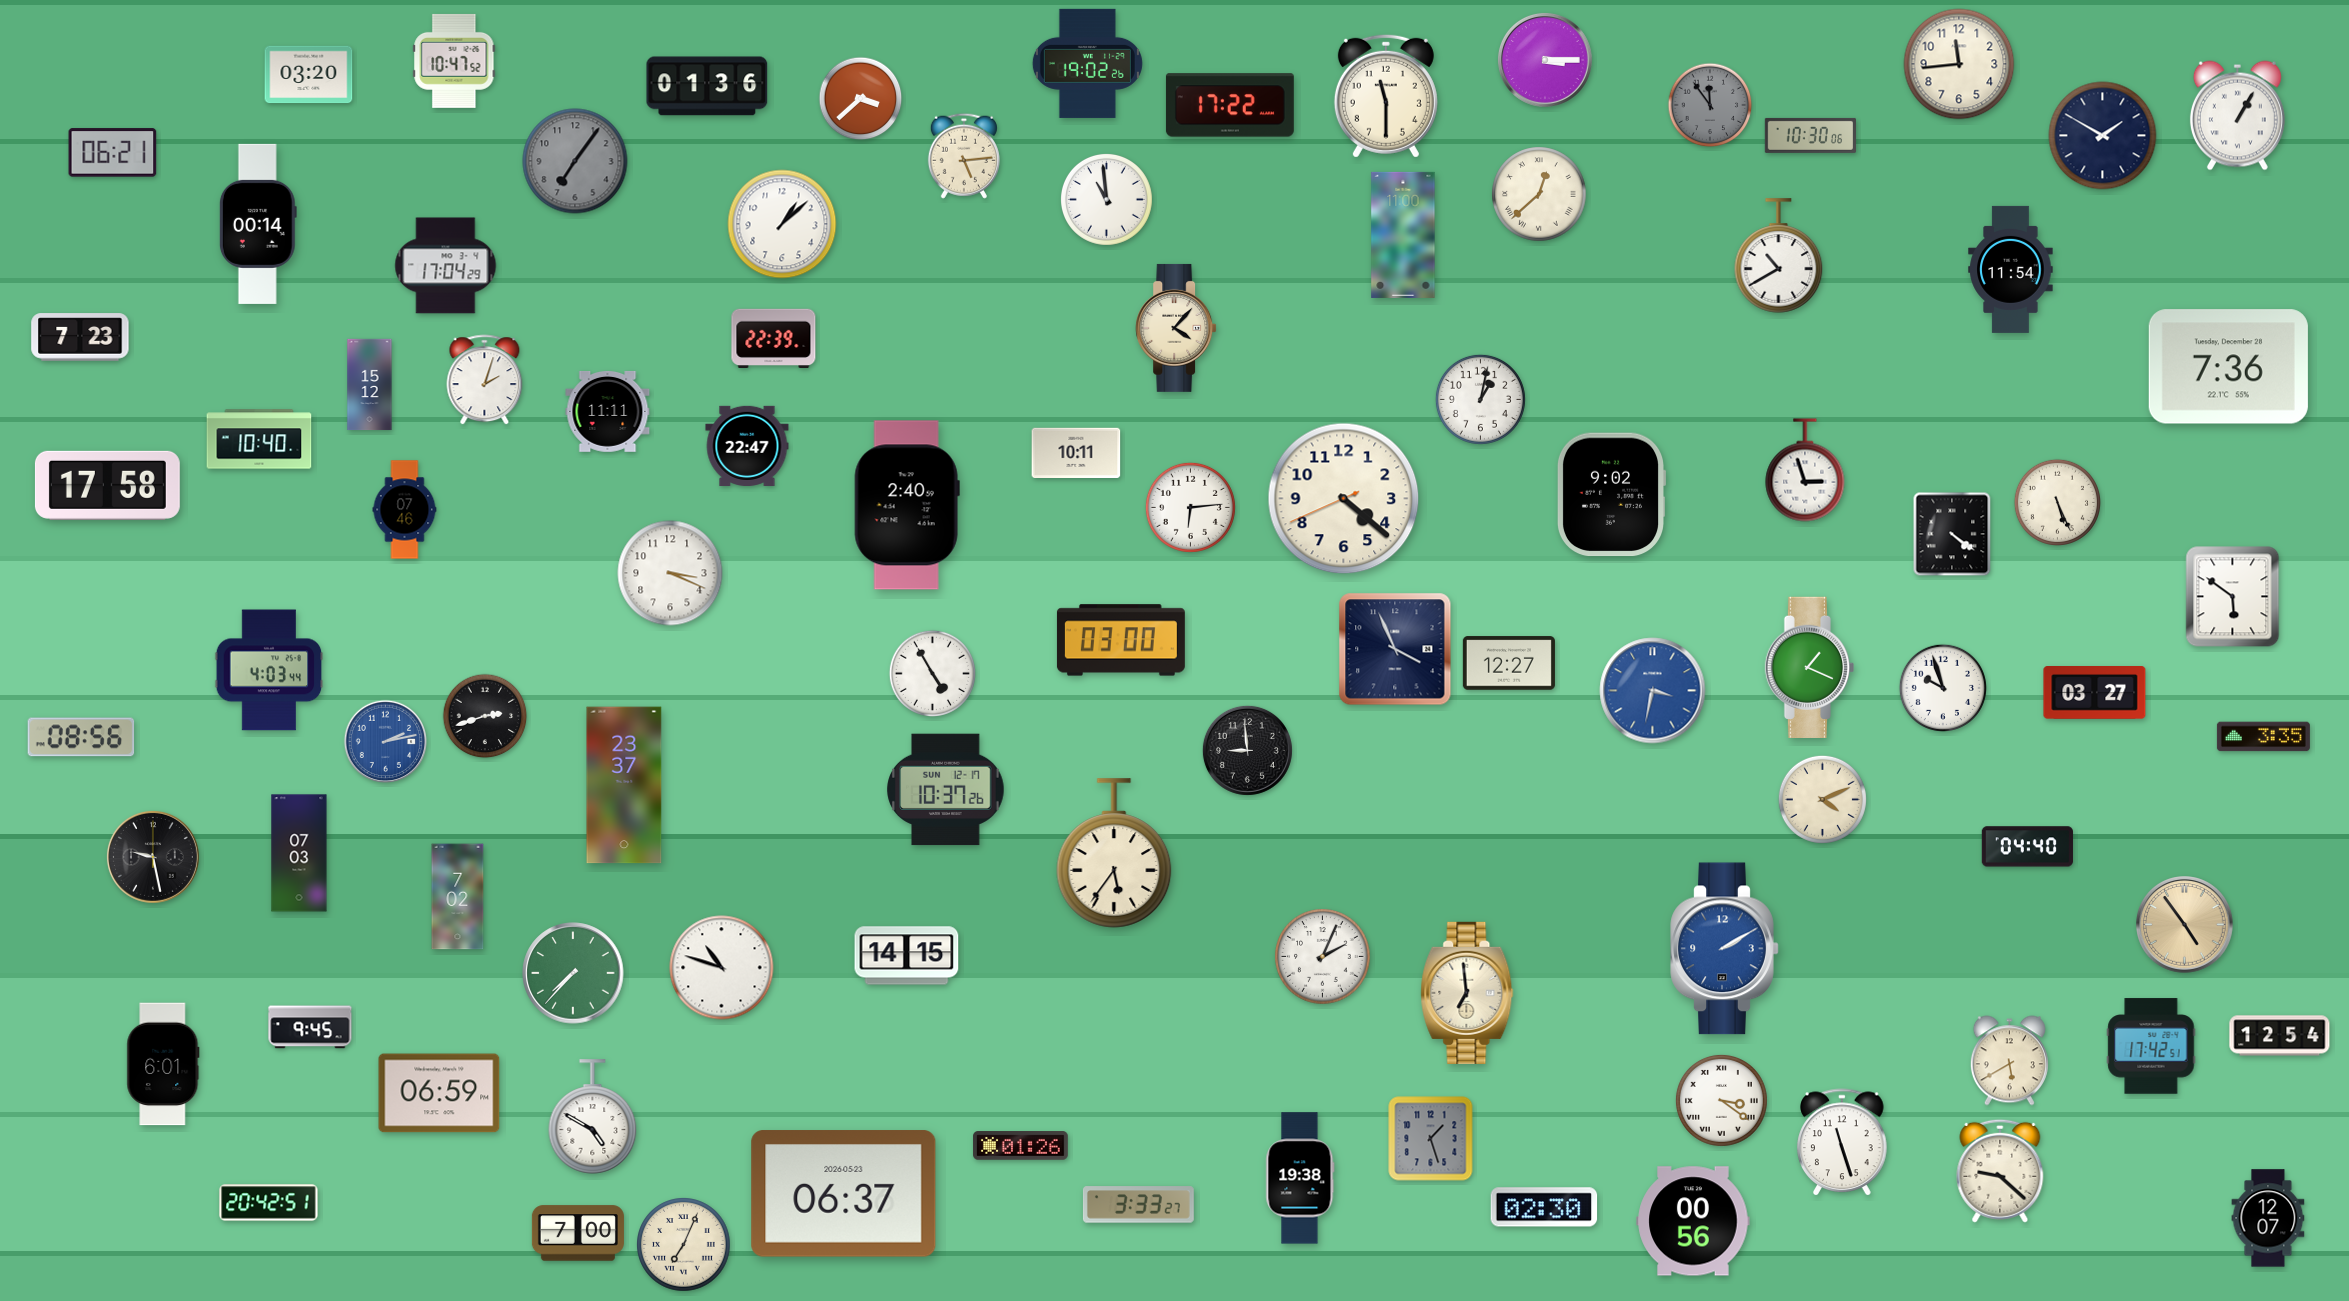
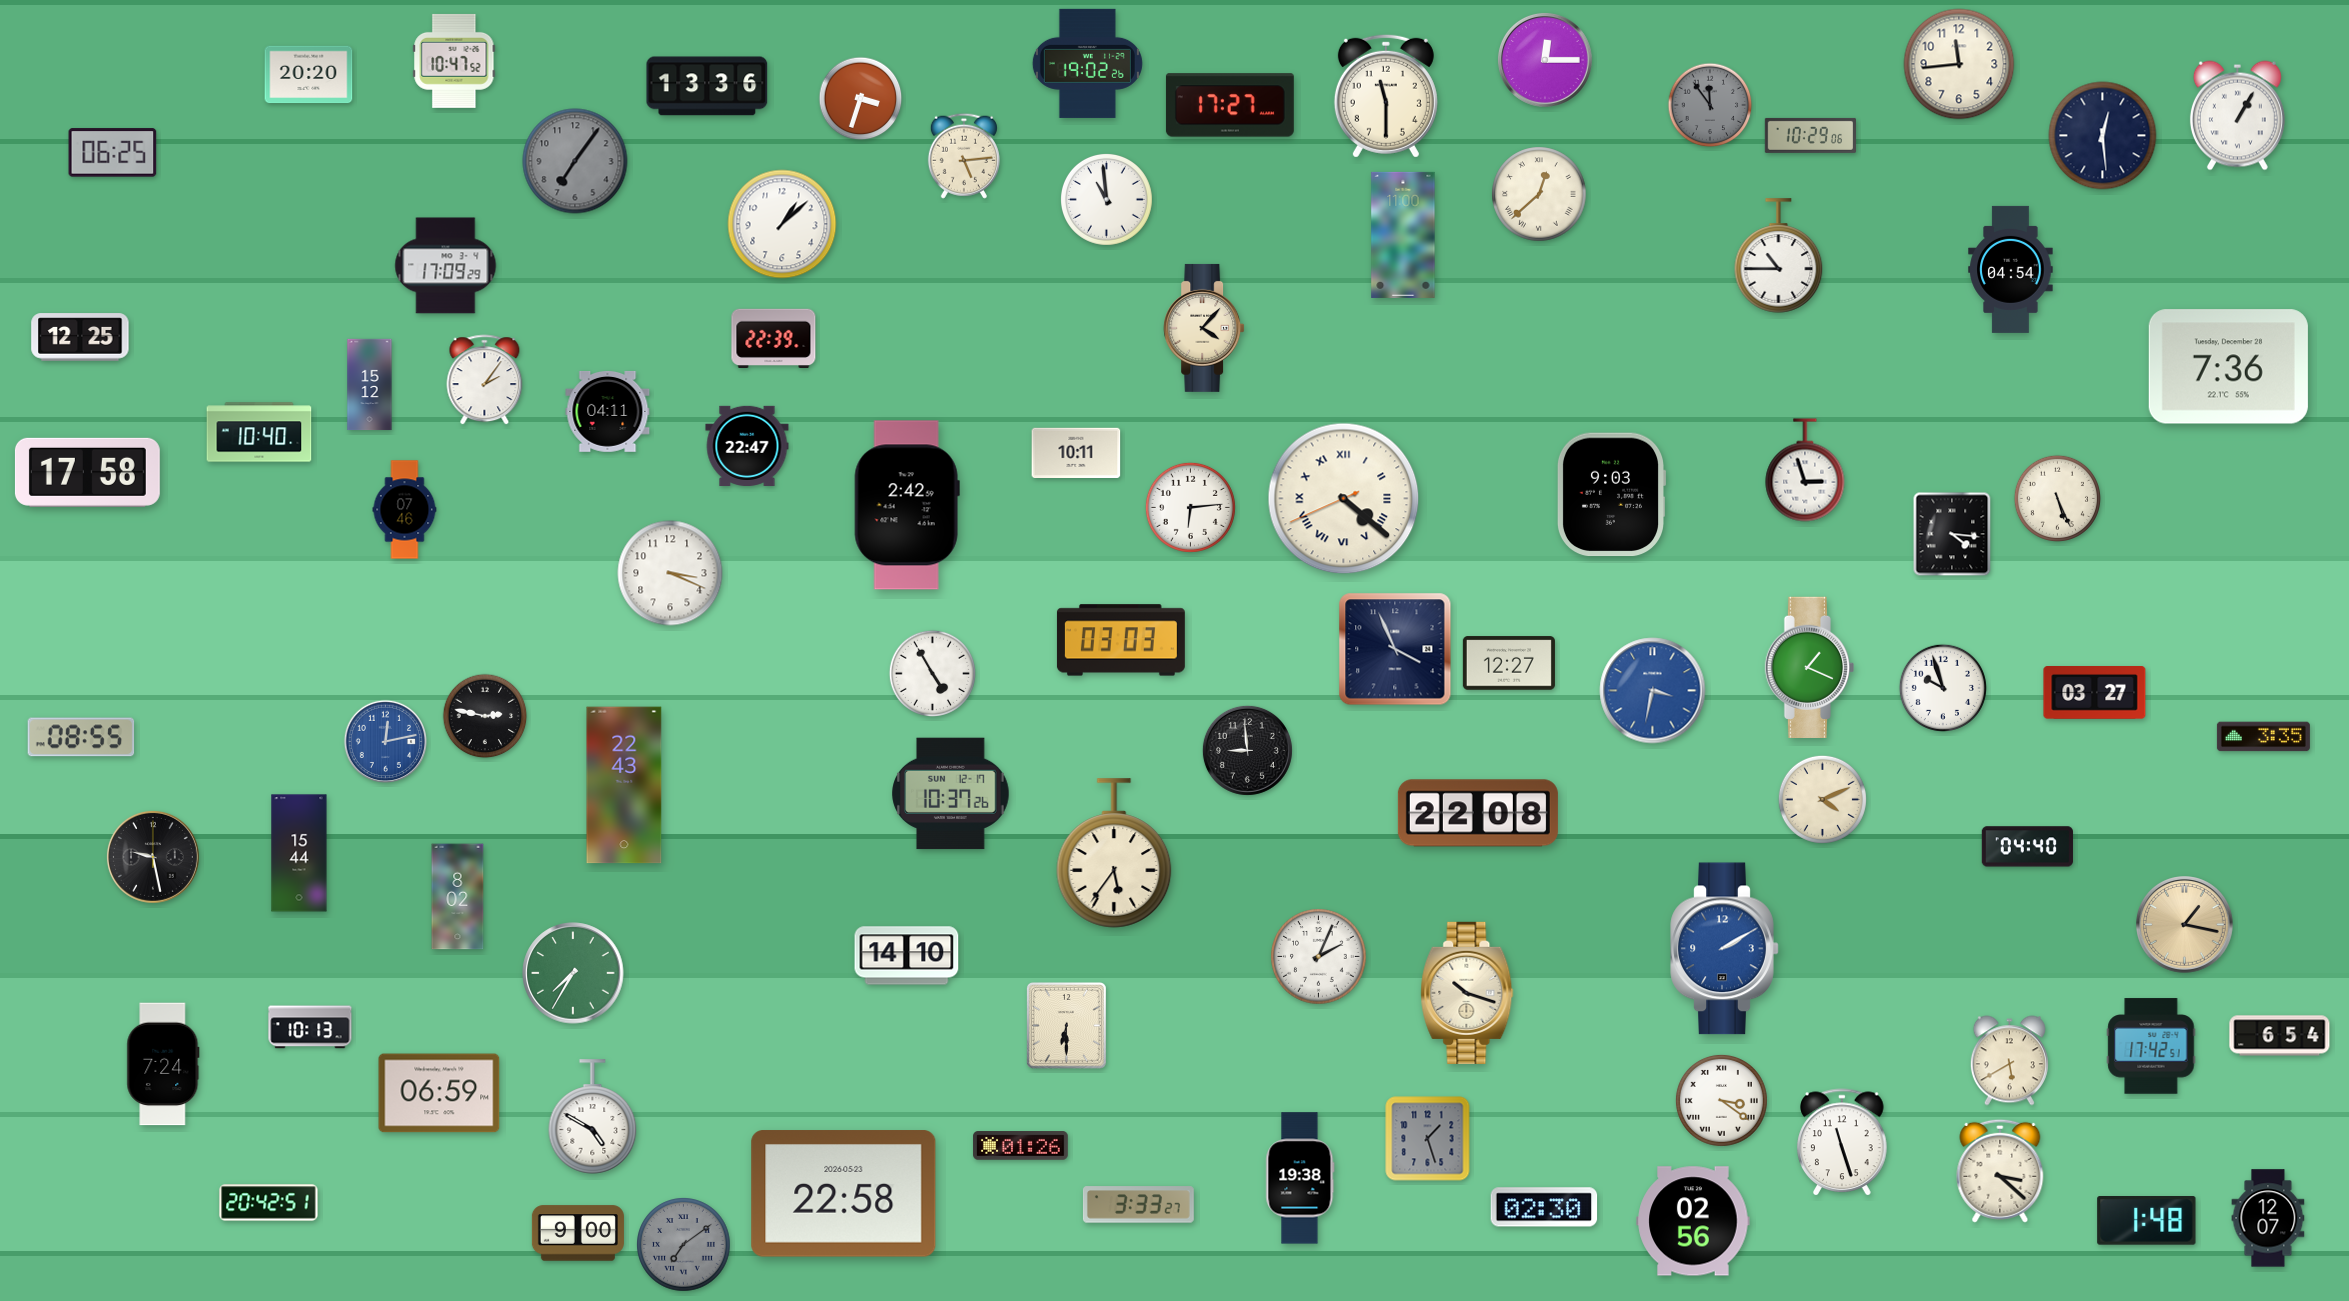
clock at (1545, 60): 3:15 -> 12:15
clock at (309, 75): 03:20 -> 20:20
clock at (707, 86): 01:36 -> 13:36
clock at (861, 99): 3:38 -> 3:33
clock at (1230, 105): 17:22 -> 17:27
clock at (1810, 135): 10:30 -> 10:29
clock at (2103, 136): 1:50 -> 12:29
clock at (113, 153): 06:21 -> 06:25
clock at (258, 224): 00:14 -> none
clock at (1779, 256): 10:40 -> 10:45
clock at (446, 266): 17:04 -> 17:09
clock at (2011, 269): 11:54 -> 04:54
clock at (1176, 328) position: (1176, 328) -> (1204, 328)
clock at (80, 337): 7:23 -> 12:25
clock at (485, 380): 2:03 -> 2:06
clock at (1480, 399): 1:02 -> none
clock at (608, 411): 11:11 -> 04:11
clock at (259, 439) position: (259, 439) -> (259, 432)
clock at (107, 485) position: (107, 485) -> (87, 472)
clock at (1610, 495): 9:02 -> 9:03
clock at (1344, 499) numerals: Arabic -> Roman
clock at (2057, 502) position: (2057, 502) -> (2057, 498)
clock at (907, 505): 2:40 -> 2:42
clock at (1952, 534): 4:21 -> 4:16
clock at (2233, 597): 5:51 -> none
clock at (1121, 640): 03:00 -> 03:03
clock at (269, 670): 4:03 -> none
clock at (485, 716): 2:42 -> 2:47
clock at (81, 737): 08:56 -> 08:55
clock at (386, 742): 2:13 -> 12:13
clock at (624, 785): 23:37 -> 22:43
clock at (946, 790) position: (946, 790) -> (951, 794)
clock at (1478, 813): none -> 22:08
clock at (299, 853): 07:03 -> 15:44
clock at (458, 897): 7:02 -> 8:02
clock at (2185, 925): 4:54 -> 1:17
clock at (907, 956): 14:15 -> 14:10
clock at (1323, 957) position: (1323, 957) -> (1319, 957)
clock at (722, 968): 10:48 -> none
clock at (573, 973): 7:37 -> 7:35
clock at (1467, 993): 6:59 -> 10:18
clock at (1066, 1026): none -> 6:30
clock at (310, 1027): 9:45 -> 10:13
clock at (2280, 1036): 12:54 -> 6:54
clock at (163, 1064): 6:01 -> 7:24
clock at (1431, 1139) position: (1431, 1139) -> (1428, 1139)
clock at (2000, 1171): 9:22 -> 3:22
clock at (844, 1194): 06:37 -> 22:58
clock at (1693, 1221): 00:56 -> 02:56
clock at (2147, 1221): none -> 1:48
clock at (578, 1233): 7:00 -> 9:00
clock at (684, 1245): 7:04 -> 7:09
clock at (684, 1245) dial: cream -> grey
